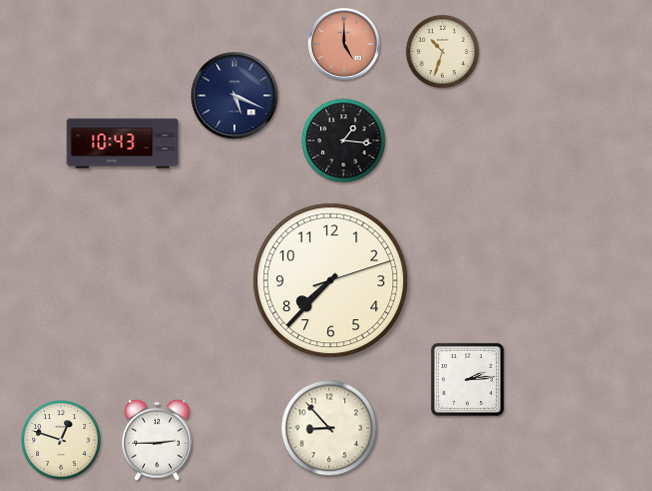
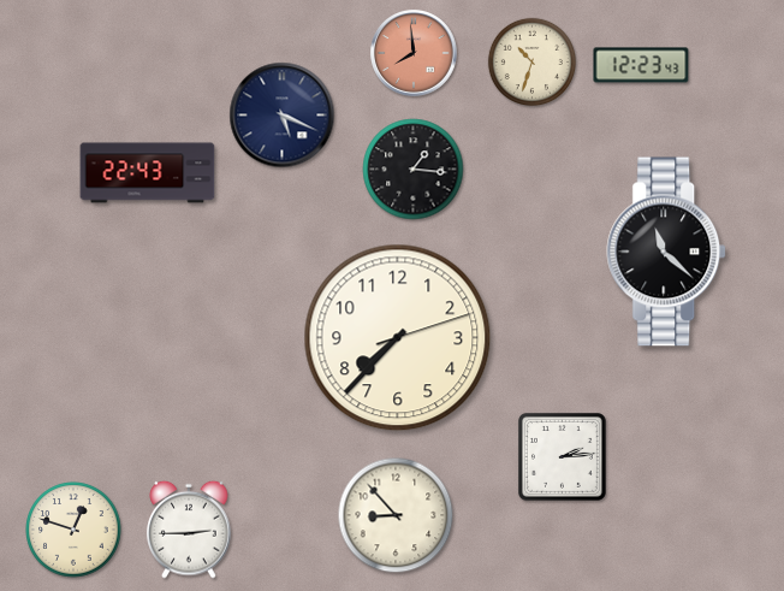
clock at (345, 45): 5:00 -> 7:59
clock at (641, 65): none -> 12:23
clock at (123, 144): 10:43 -> 22:43
clock at (667, 252): none -> 11:22
